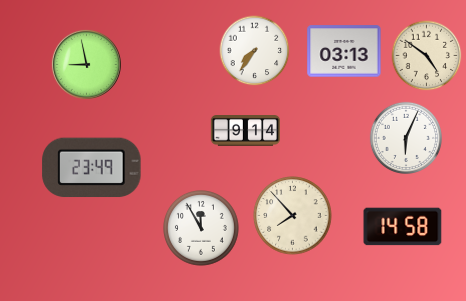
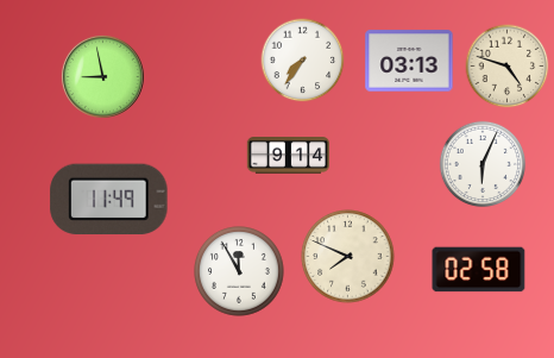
clock at (427, 56): 4:51 -> 4:48
clock at (245, 131) position: (245, 131) -> (288, 156)
clock at (92, 168): 23:49 -> 11:49
clock at (293, 216): 7:53 -> 7:49
clock at (403, 227): 14:58 -> 02:58
